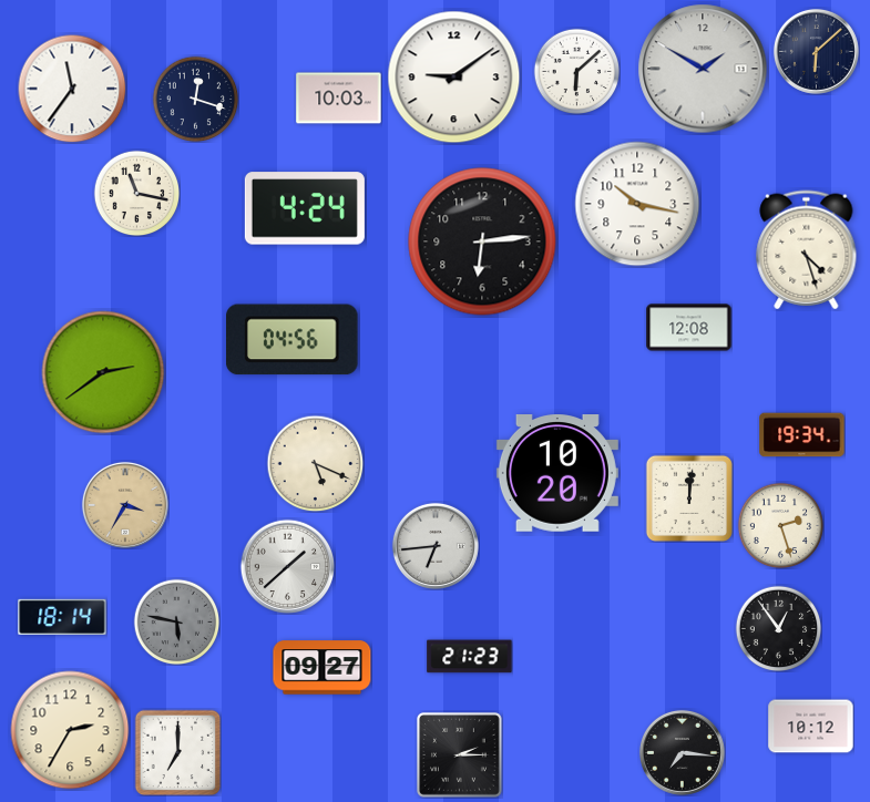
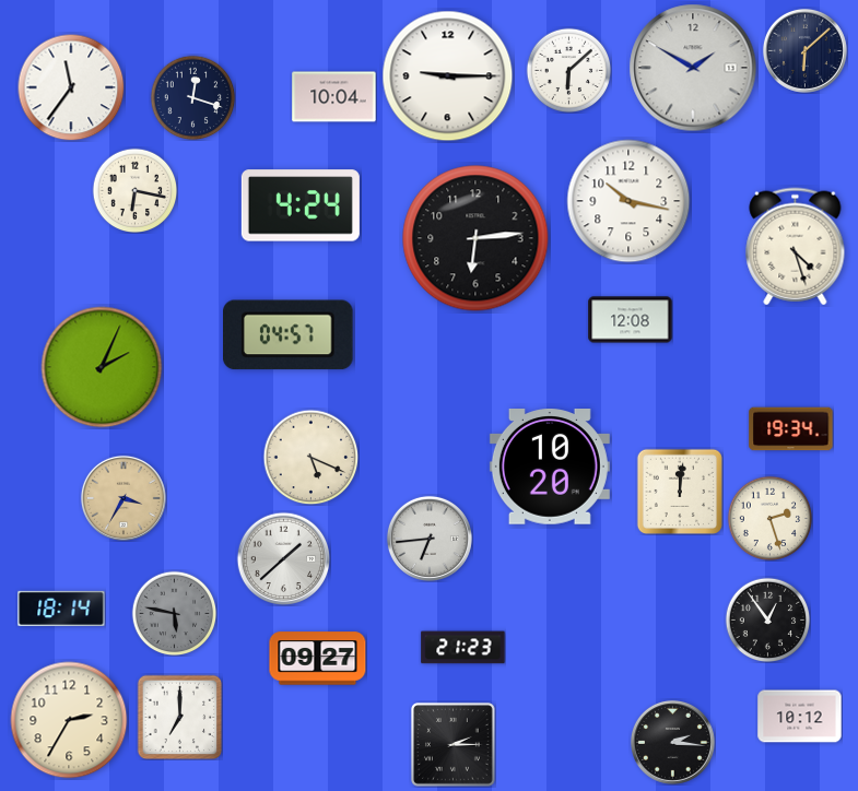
clock at (454, 78): 9:09 -> 9:15
clock at (339, 99): 10:03 -> 10:04
clock at (136, 193): 11:17 -> 6:17
clock at (689, 328) position: (689, 328) -> (631, 320)
clock at (293, 340): 04:56 -> 04:57
clock at (103, 372): 2:39 -> 2:04
clock at (177, 752) position: (177, 752) -> (179, 717)
clock at (682, 752): 7:16 -> 2:16
